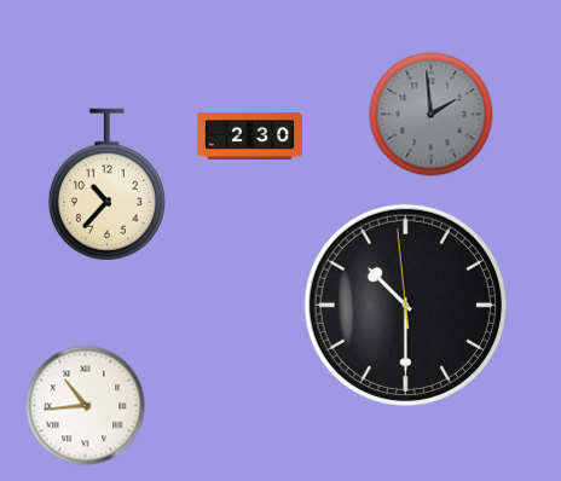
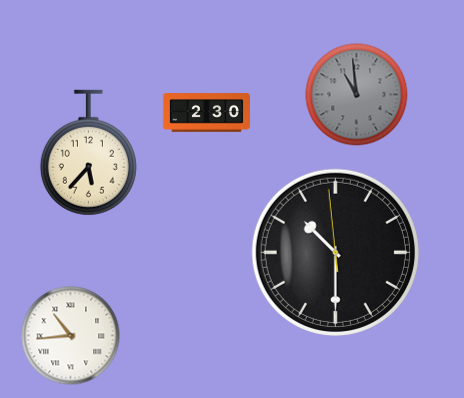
clock at (432, 115): 1:59 -> 10:59
clock at (106, 185): 10:37 -> 5:37
